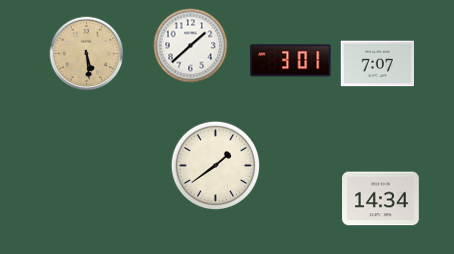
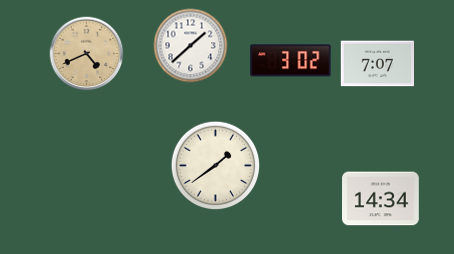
clock at (87, 54): 5:29 -> 4:41
clock at (291, 61): 3:01 -> 3:02
